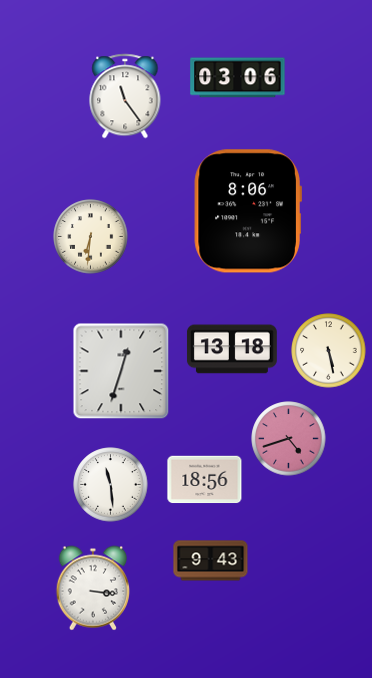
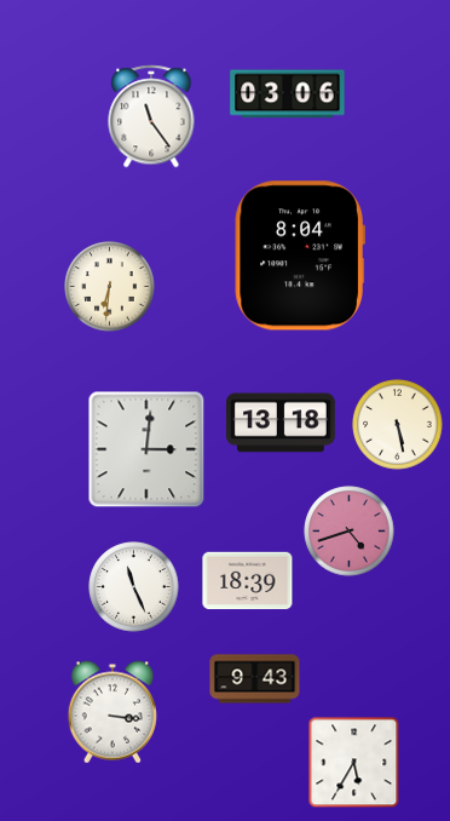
clock at (248, 211): 8:06 -> 8:04
clock at (121, 371): 12:33 -> 3:01
clock at (205, 480): 18:56 -> 18:39
clock at (111, 485): 11:29 -> 11:26
clock at (354, 763): none -> 5:35
